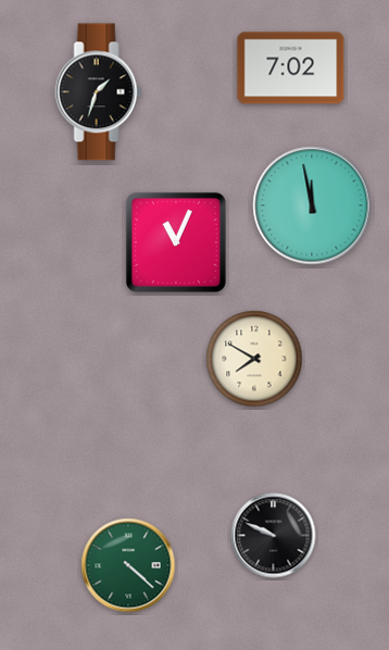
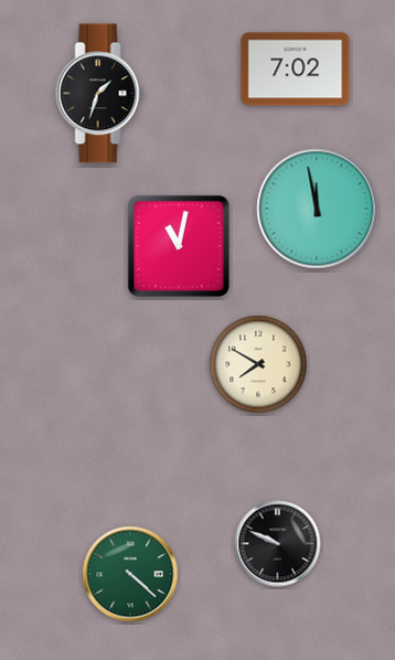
clock at (176, 242): 11:04 -> 11:02
